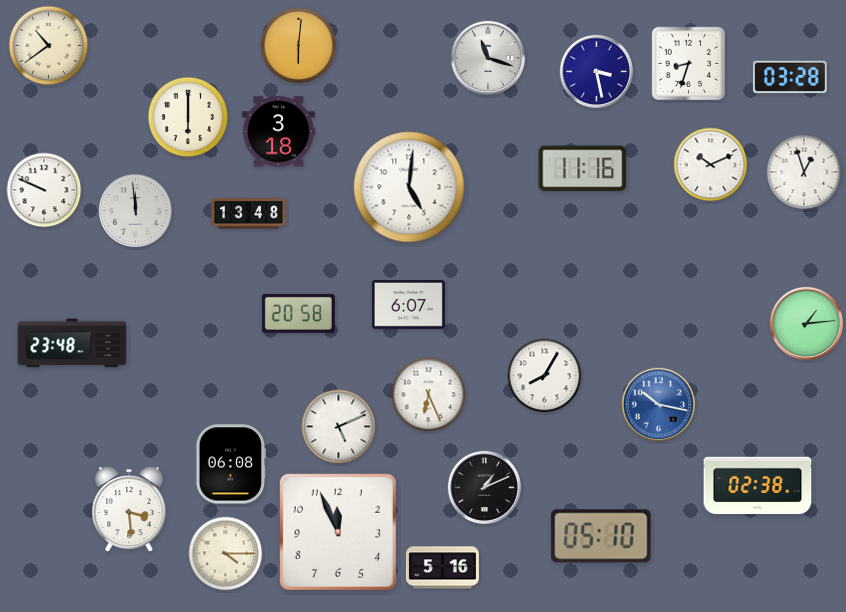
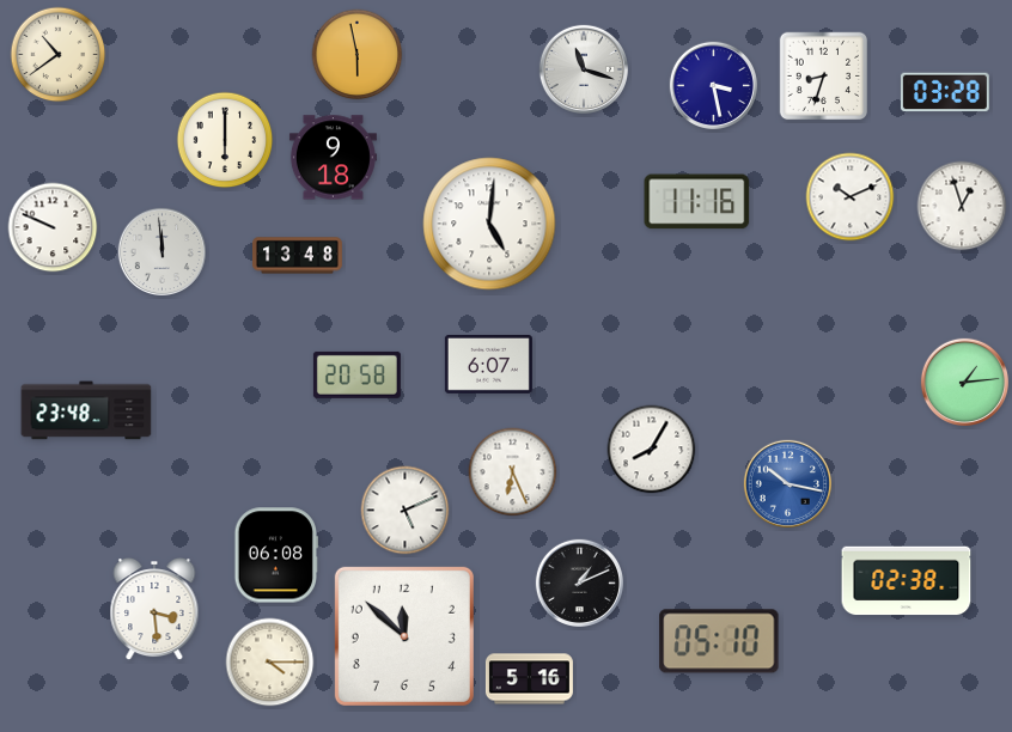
clock at (299, 46): 6:01 -> 5:58
clock at (278, 132): 3:18 -> 9:18
clock at (806, 323) position: (806, 323) -> (964, 382)
clock at (338, 532): 11:56 -> 11:52
